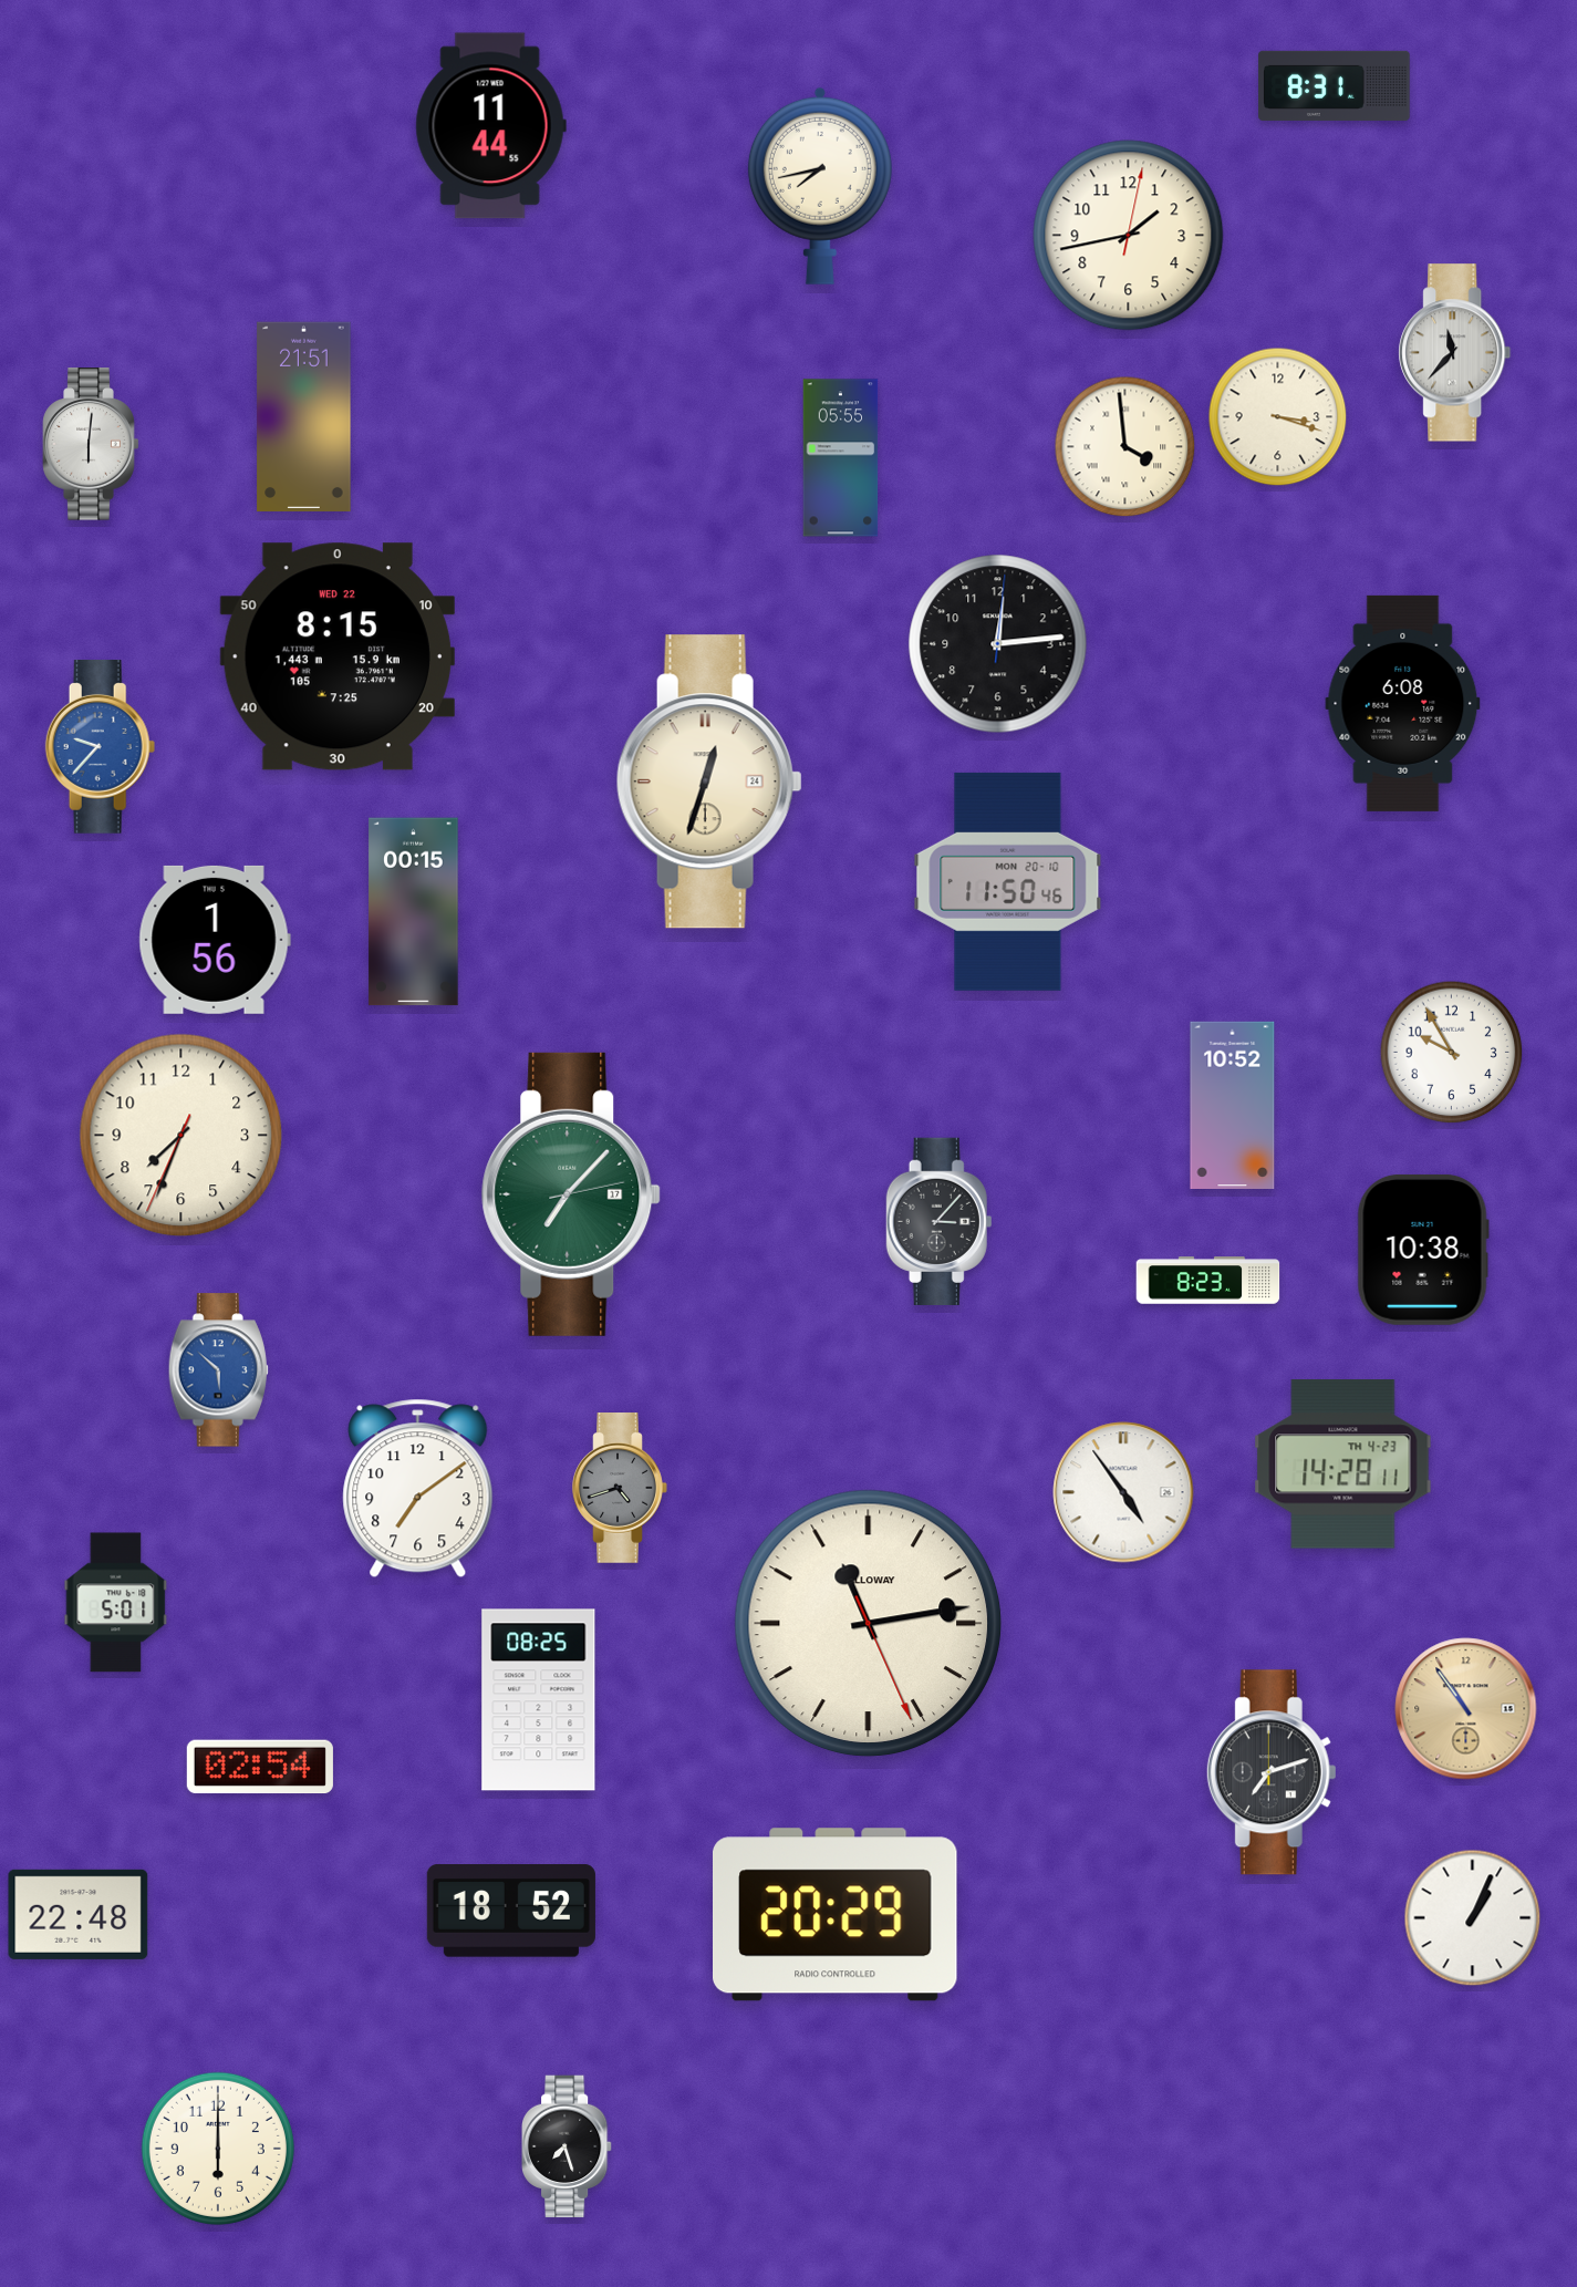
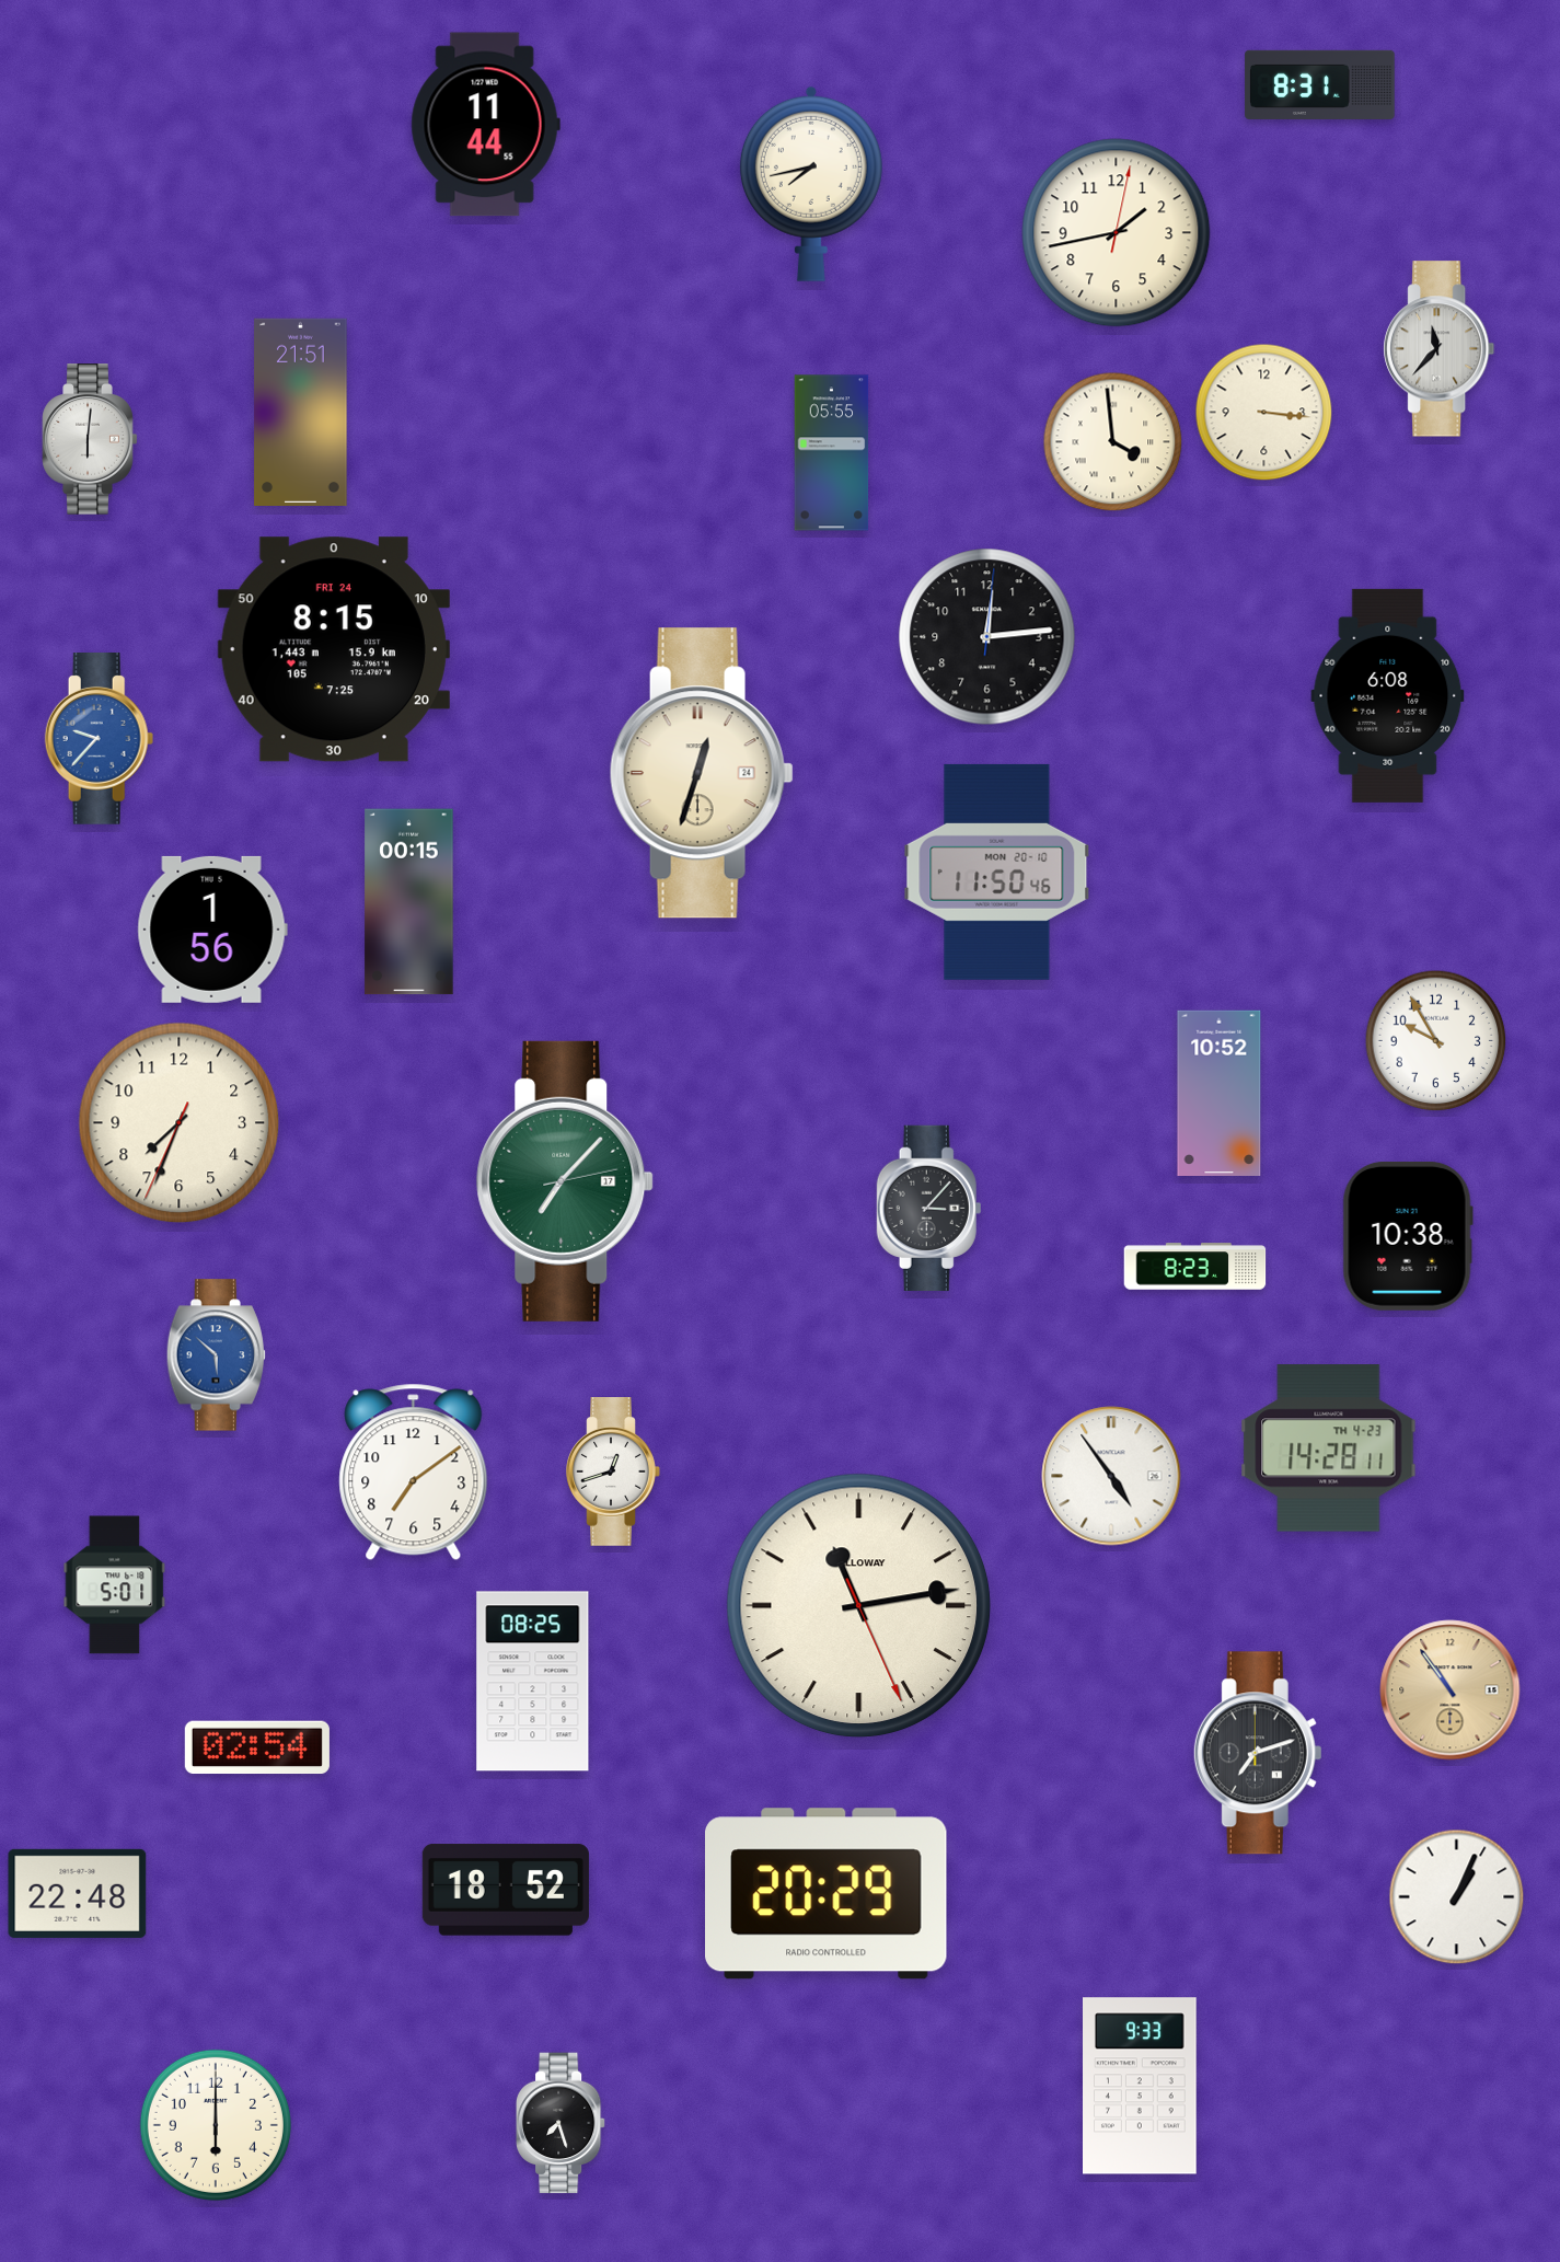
clock at (1278, 417): 3:18 -> 3:16
clock at (338, 656) date: WED 22 -> FRI 24
clock at (620, 1489): 4:42 -> 12:42
clock at (620, 1489) dial: grey -> white
clock at (1141, 2086): none -> 9:33
